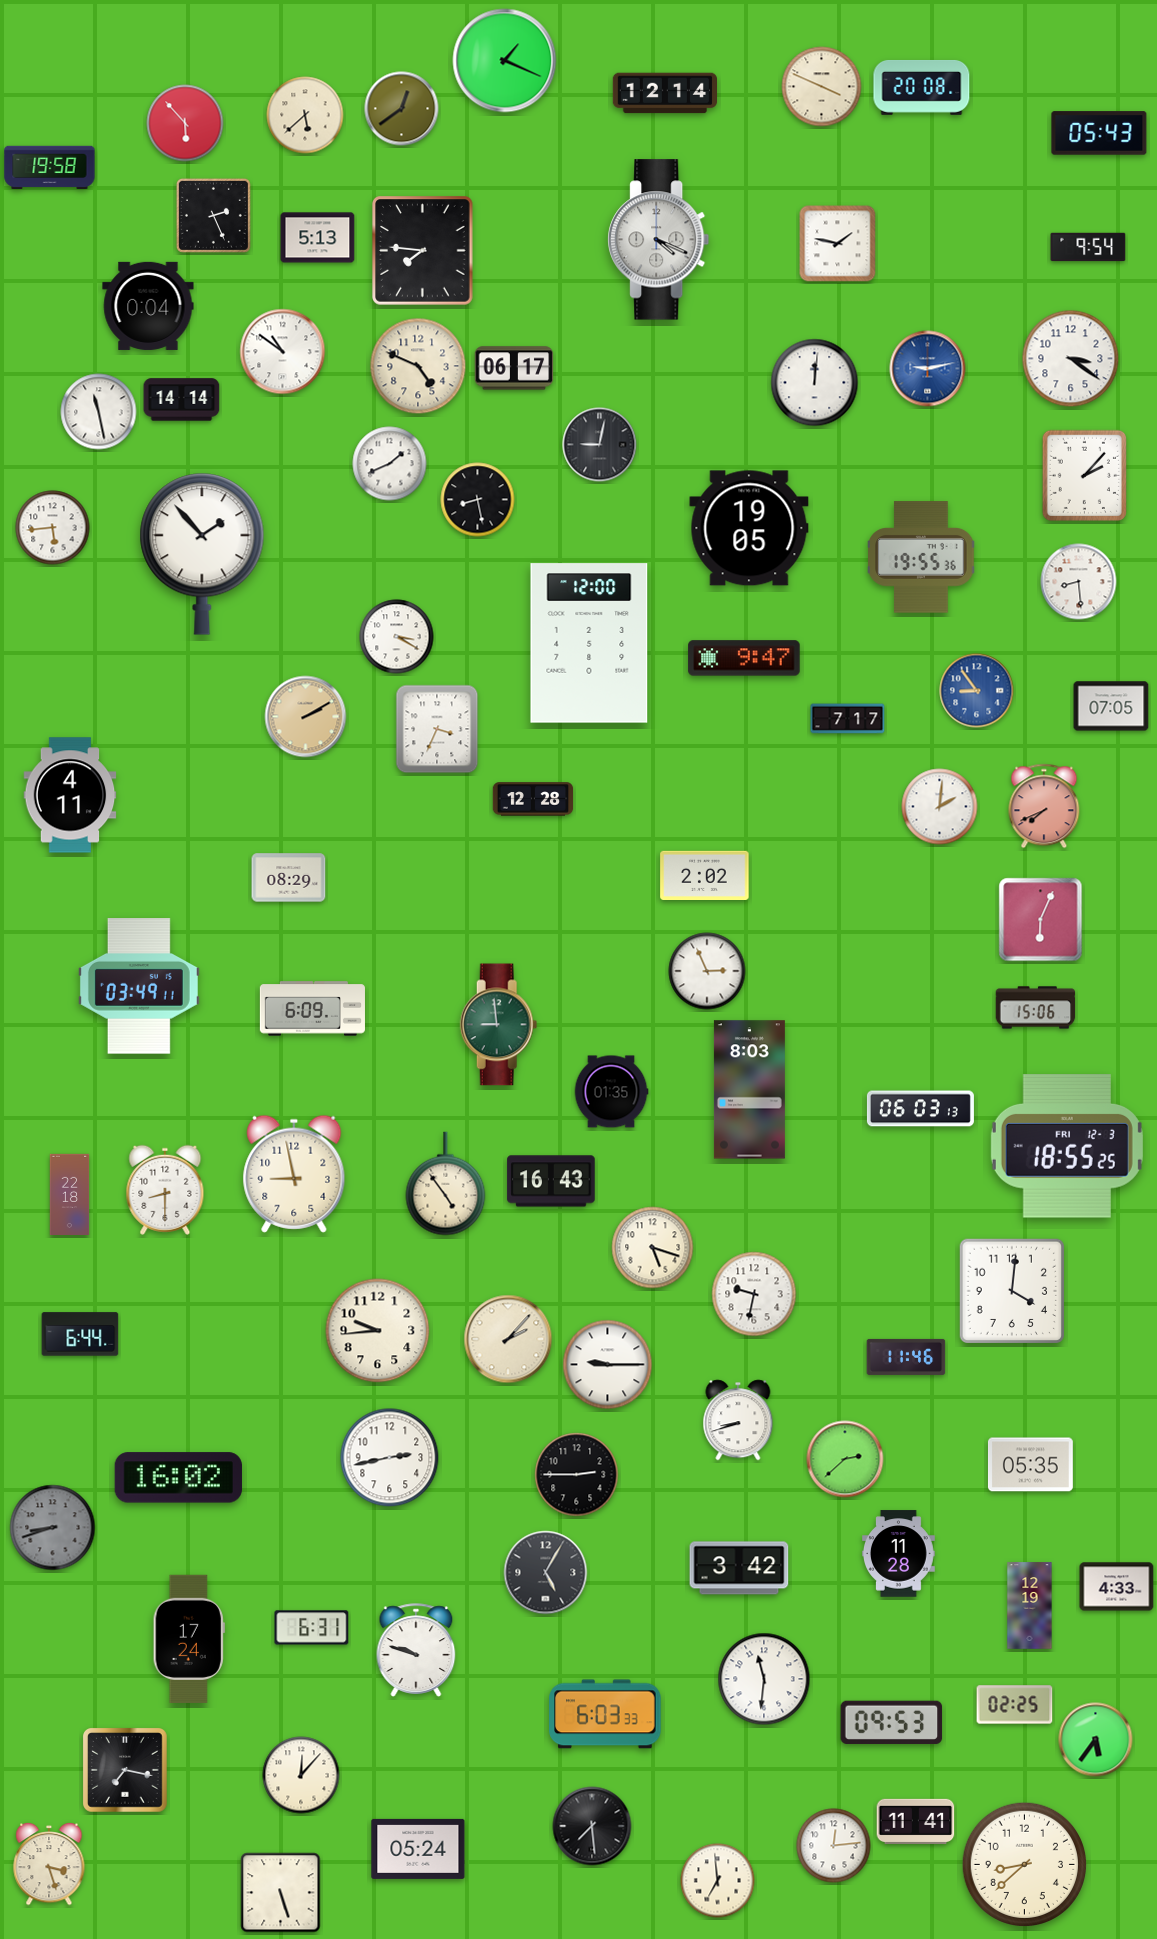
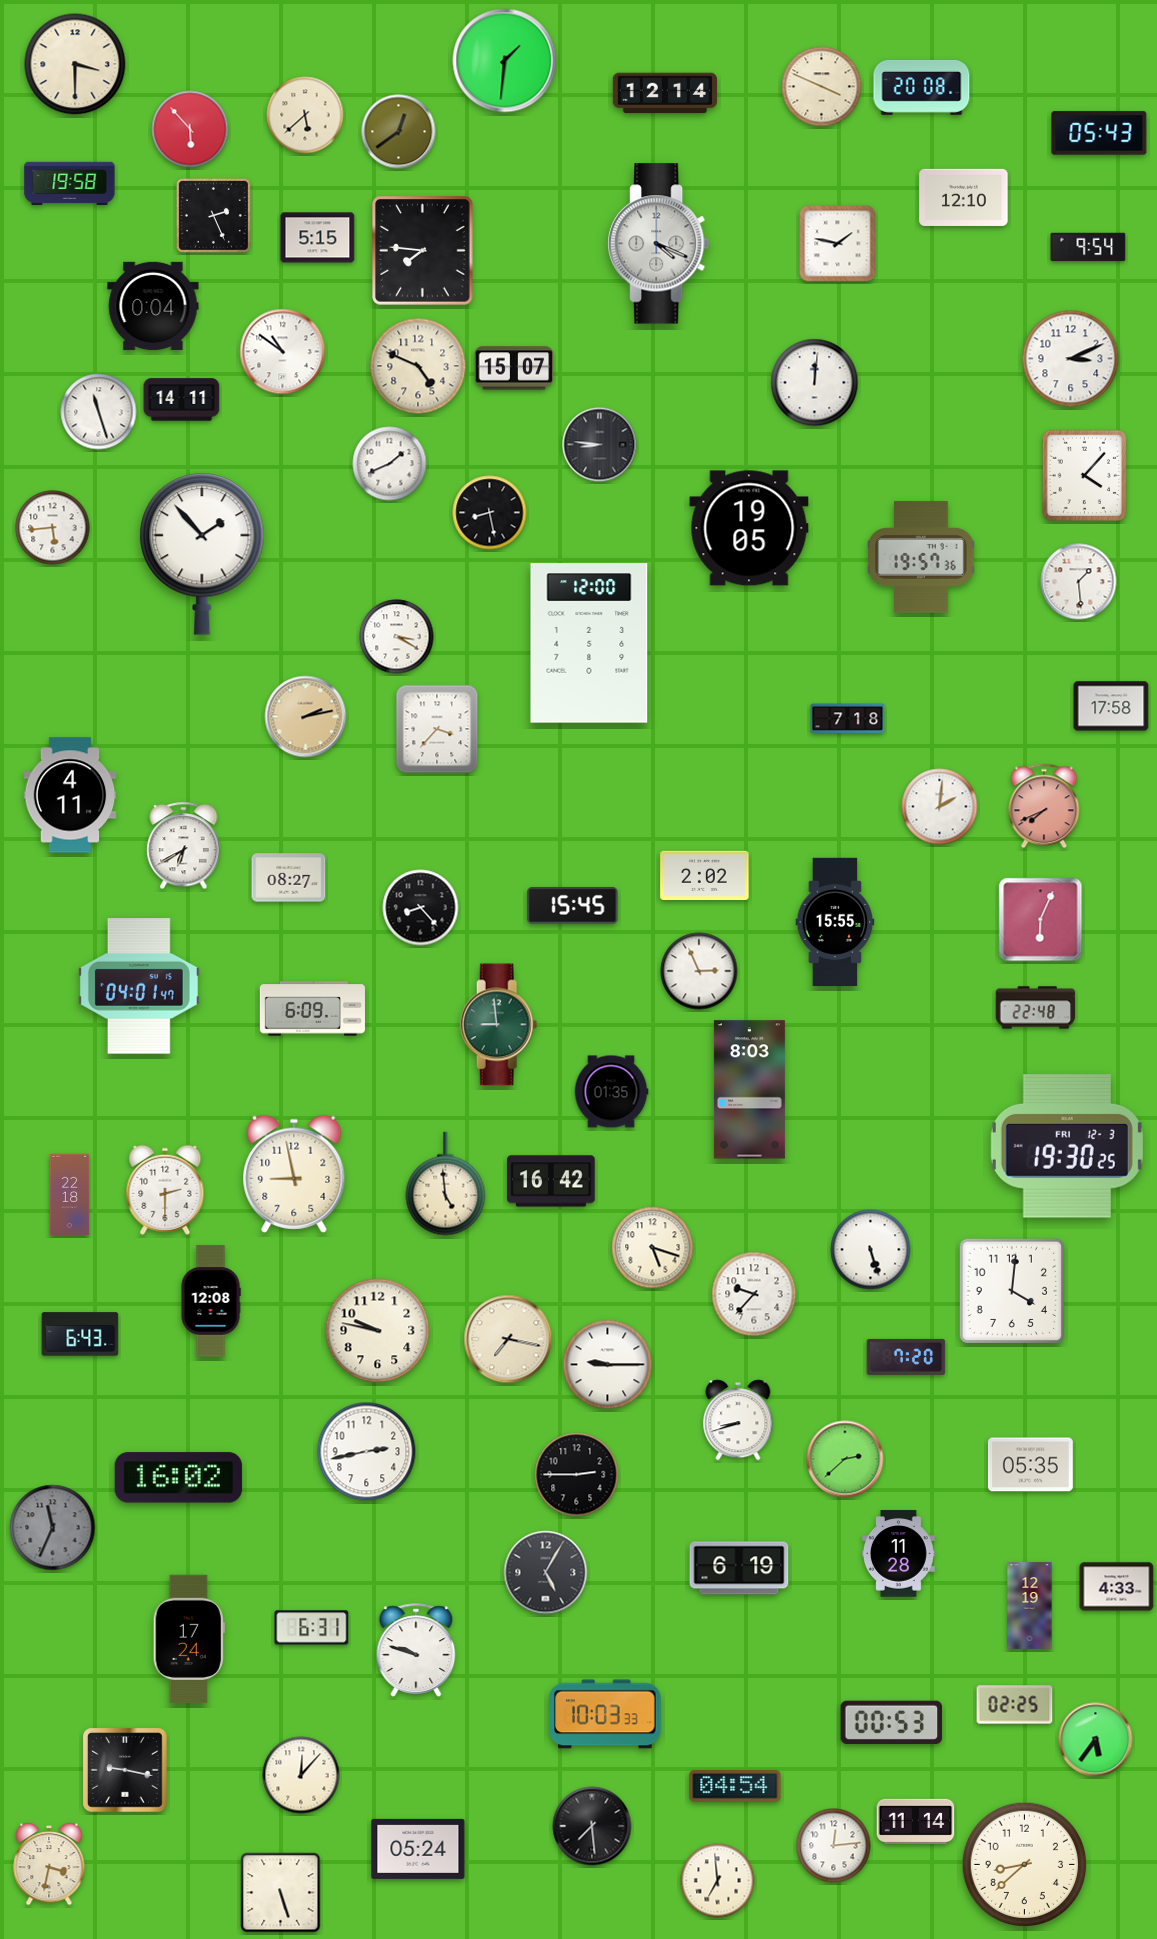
clock at (505, 61): 1:19 -> 1:31
clock at (75, 64): none -> 3:30
clock at (402, 109) position: (402, 109) -> (399, 132)
clock at (185, 123) position: (185, 123) -> (190, 129)
clock at (50, 168) position: (50, 168) -> (70, 184)
clock at (964, 197): none -> 12:10
clock at (318, 238): 5:13 -> 5:15
clock at (659, 240) position: (659, 240) -> (659, 244)
clock at (148, 306) position: (148, 306) -> (153, 306)
clock at (1071, 359): 3:21 -> 3:11
clock at (514, 368): 06:17 -> 15:07
clock at (928, 369): 9:13 -> none
clock at (182, 400): 14:14 -> 14:11
clock at (99, 412): 11:28 -> 11:27
clock at (600, 445): 9:02 -> 8:46
clock at (1084, 475): 2:07 -> 4:07
clock at (478, 500) position: (478, 500) -> (490, 513)
clock at (921, 557): 19:55 -> 19:57
clock at (1079, 582): 8:29 -> 1:29
clock at (744, 658): 9:47 -> none
clock at (977, 691): 8:54 -> none
clock at (1111, 706): 07:05 -> 17:58
clock at (306, 717): 2:10 -> 2:13
clock at (848, 719): 7:17 -> 7:18
clock at (437, 729): 3:34 -> 3:37
clock at (533, 799): 12:28 -> none
clock at (184, 846): none -> 6:40
clock at (289, 878): 08:29 -> 08:27
clock at (573, 906): none -> 15:45
clock at (421, 908): none -> 8:23
clock at (835, 921): none -> 15:55
clock at (707, 971) position: (707, 971) -> (699, 971)
clock at (139, 986): 03:49 -> 04:01
clock at (1036, 1008): 15:06 -> 22:48
clock at (920, 1109): 06:03 -> none
clock at (1067, 1146): 18:55 -> 19:30
clock at (551, 1181): 16:43 -> 16:42
clock at (446, 1184): 4:54 -> 4:59
clock at (165, 1190): 8:30 -> 2:30
clock at (871, 1250): none -> 5:27
clock at (754, 1294): 9:32 -> 9:37
clock at (211, 1301): none -> 12:08
clock at (378, 1331): 9:44 -> 9:47
clock at (80, 1334): 6:44 -> 6:43
clock at (508, 1339): 2:07 -> 7:17
clock at (906, 1357): 11:46 -> 7:20
clock at (390, 1458) position: (390, 1458) -> (367, 1452)
clock at (53, 1528): 8:42 -> 11:34
clock at (739, 1568): 3:42 -> 6:19
clock at (764, 1679): 11:31 -> none
clock at (605, 1714): 6:03 -> 10:03
clock at (892, 1722): 09:53 -> 00:53
clock at (126, 1771): 7:17 -> 9:17
clock at (735, 1786): none -> 04:54
clock at (916, 1821): 11:41 -> 11:14
clock at (49, 1864): 3:27 -> 3:32
